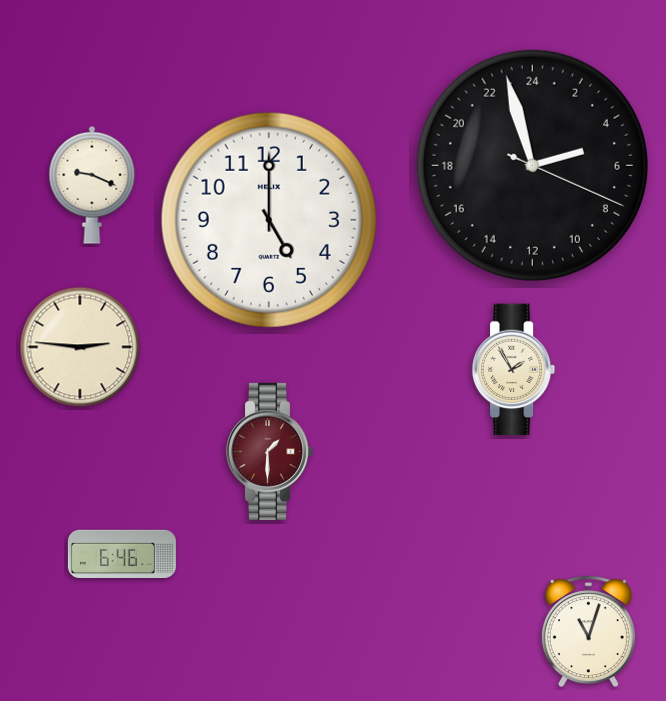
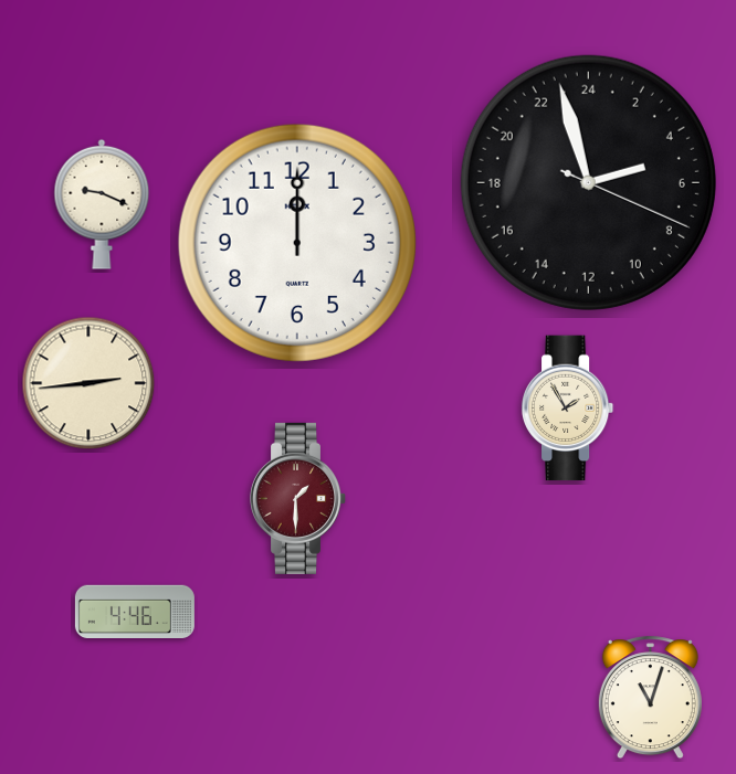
clock at (269, 220): 5:00 -> 12:00
clock at (80, 347): 2:46 -> 2:44
clock at (122, 553): 6:46 -> 4:46
